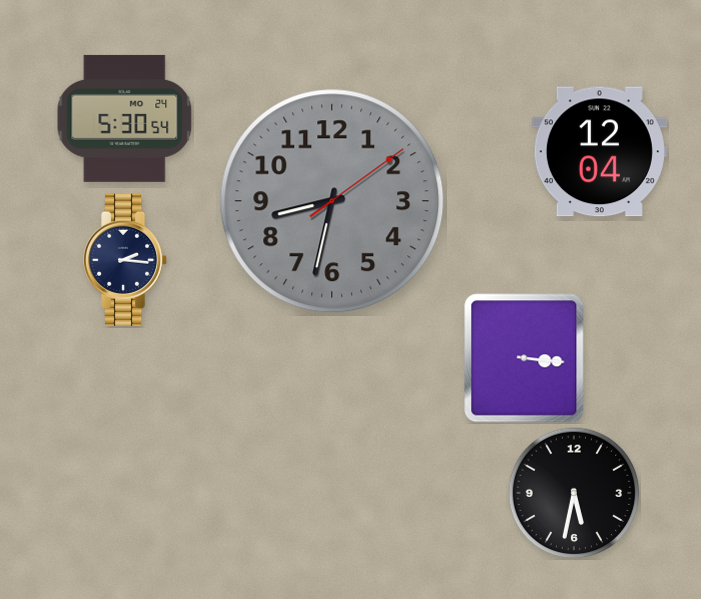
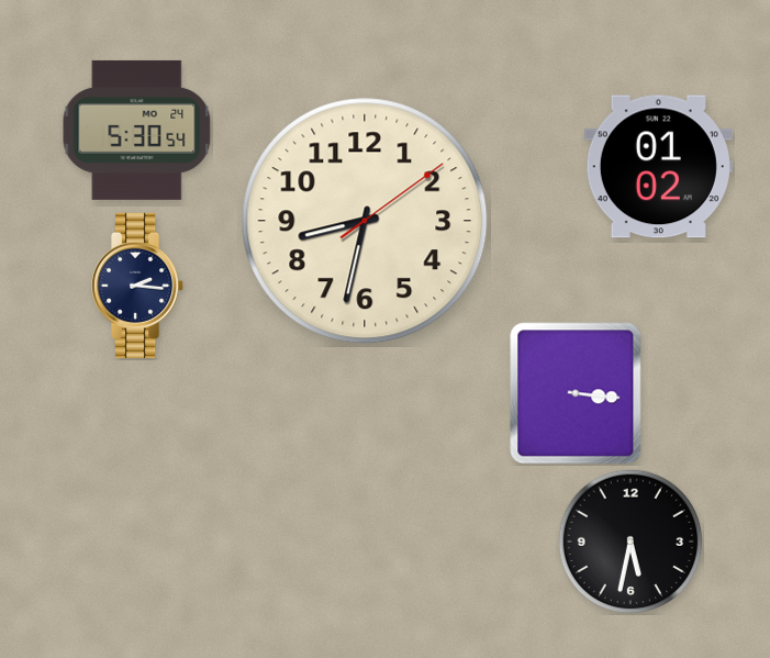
clock at (599, 152): 12:04 -> 01:02
clock at (332, 201) dial: grey -> cream
